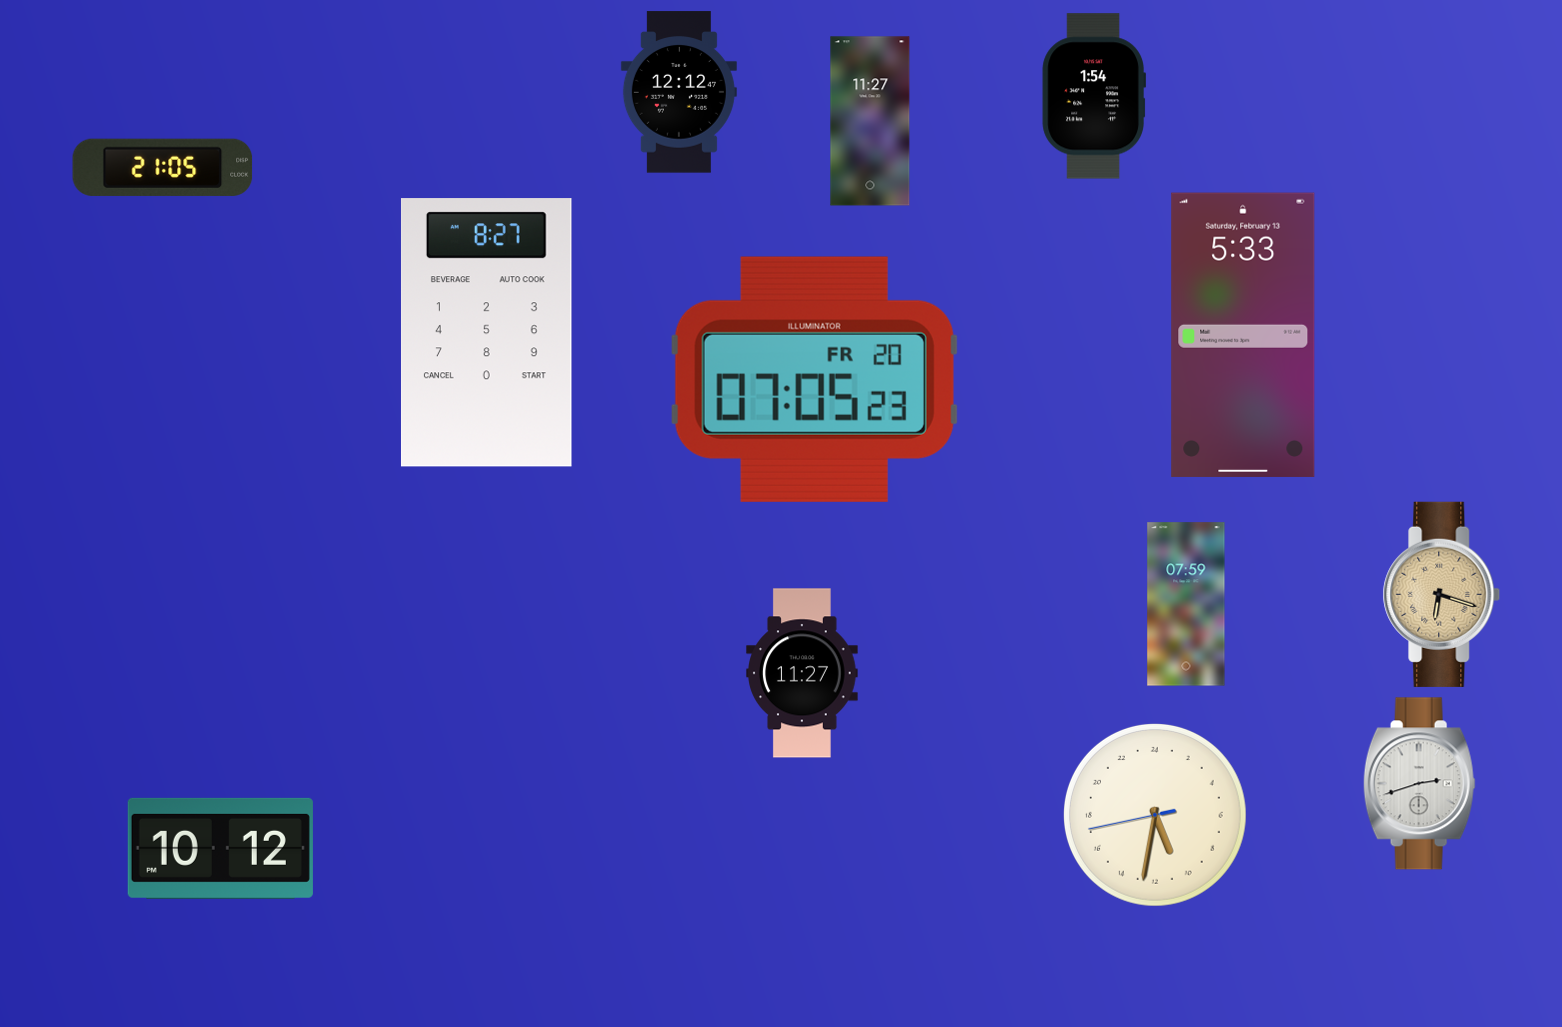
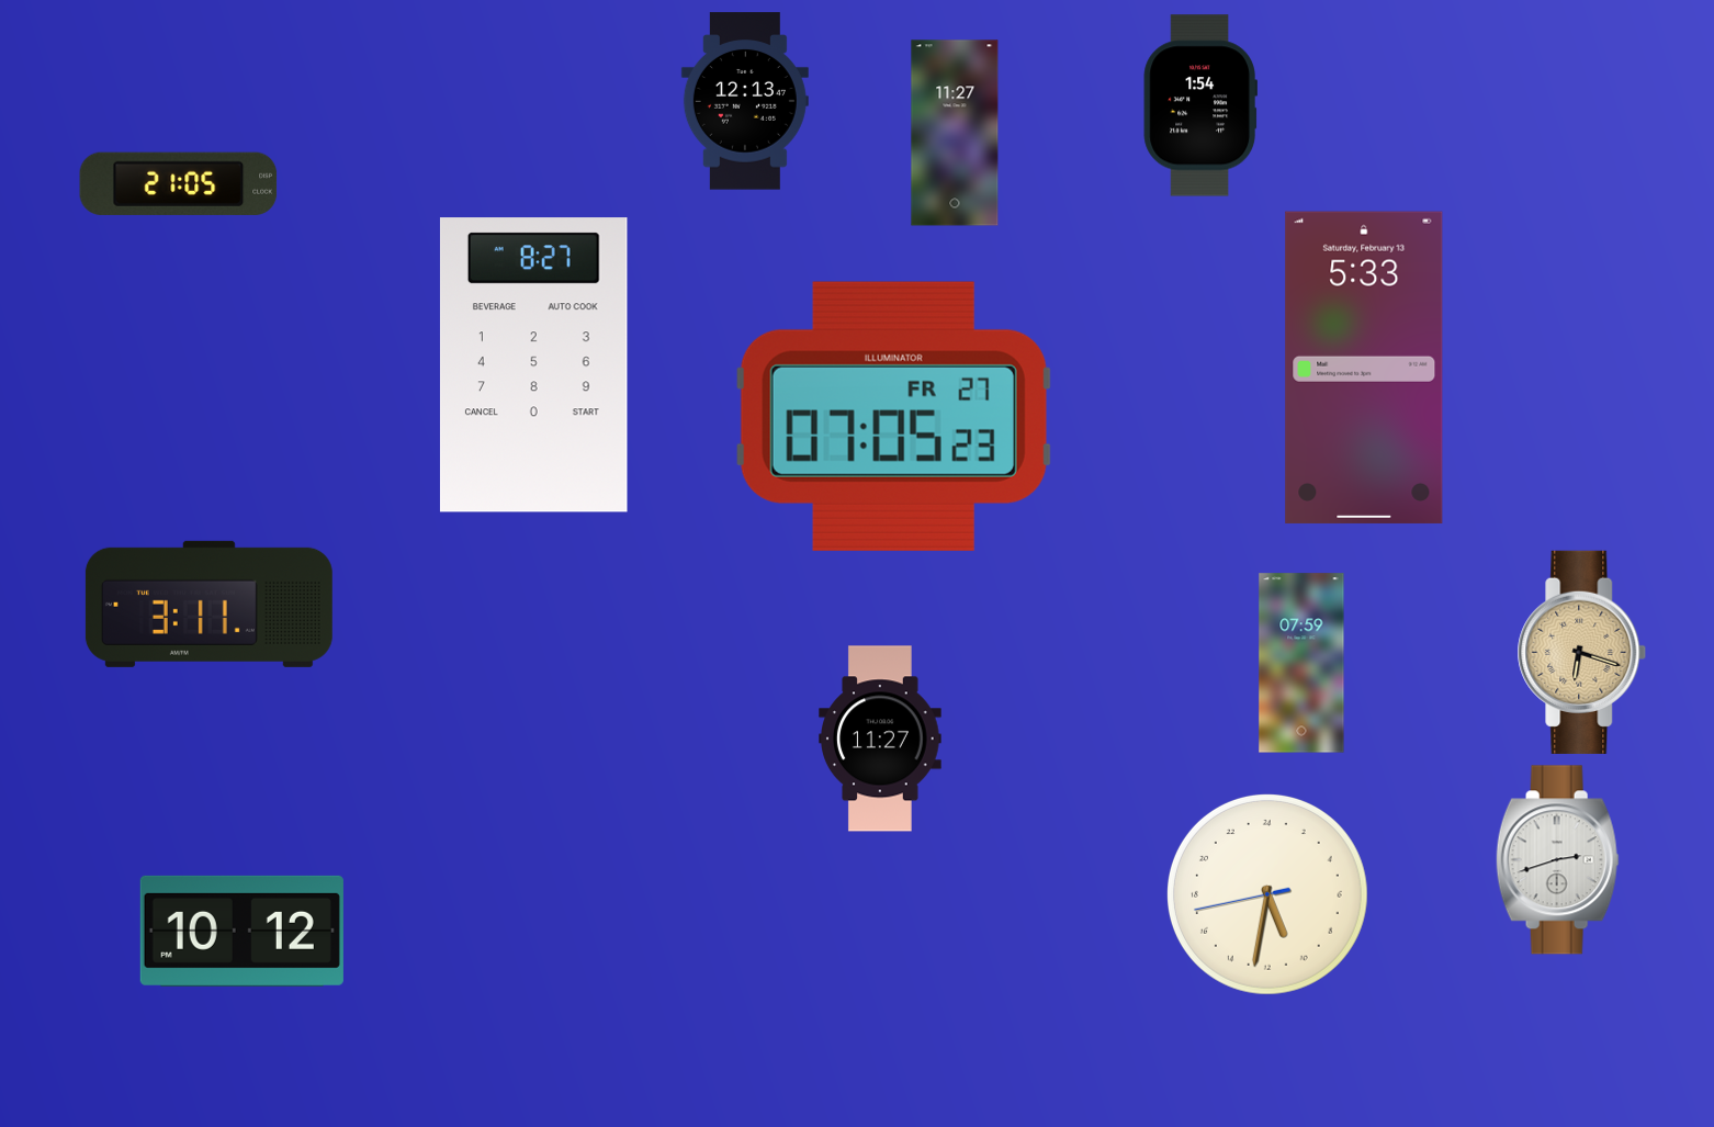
clock at (679, 92): 12:12 -> 12:13
clock at (814, 379) date: FR 20 -> FR 27
clock at (208, 604): none -> 3:11
